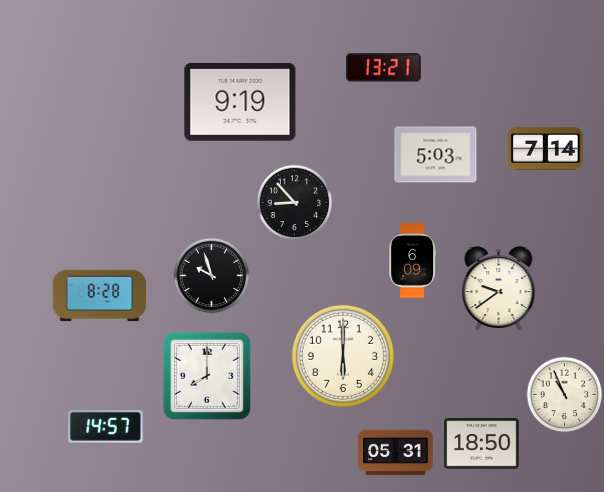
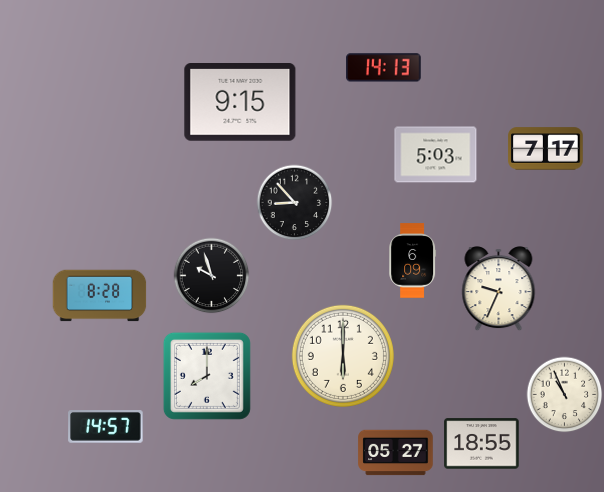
clock at (384, 68): 13:21 -> 14:13
clock at (240, 103): 9:19 -> 9:15
clock at (546, 149): 7:14 -> 7:17
clock at (499, 289): 9:39 -> 9:34
clock at (482, 444): 18:50 -> 18:55
clock at (396, 453): 05:31 -> 05:27
